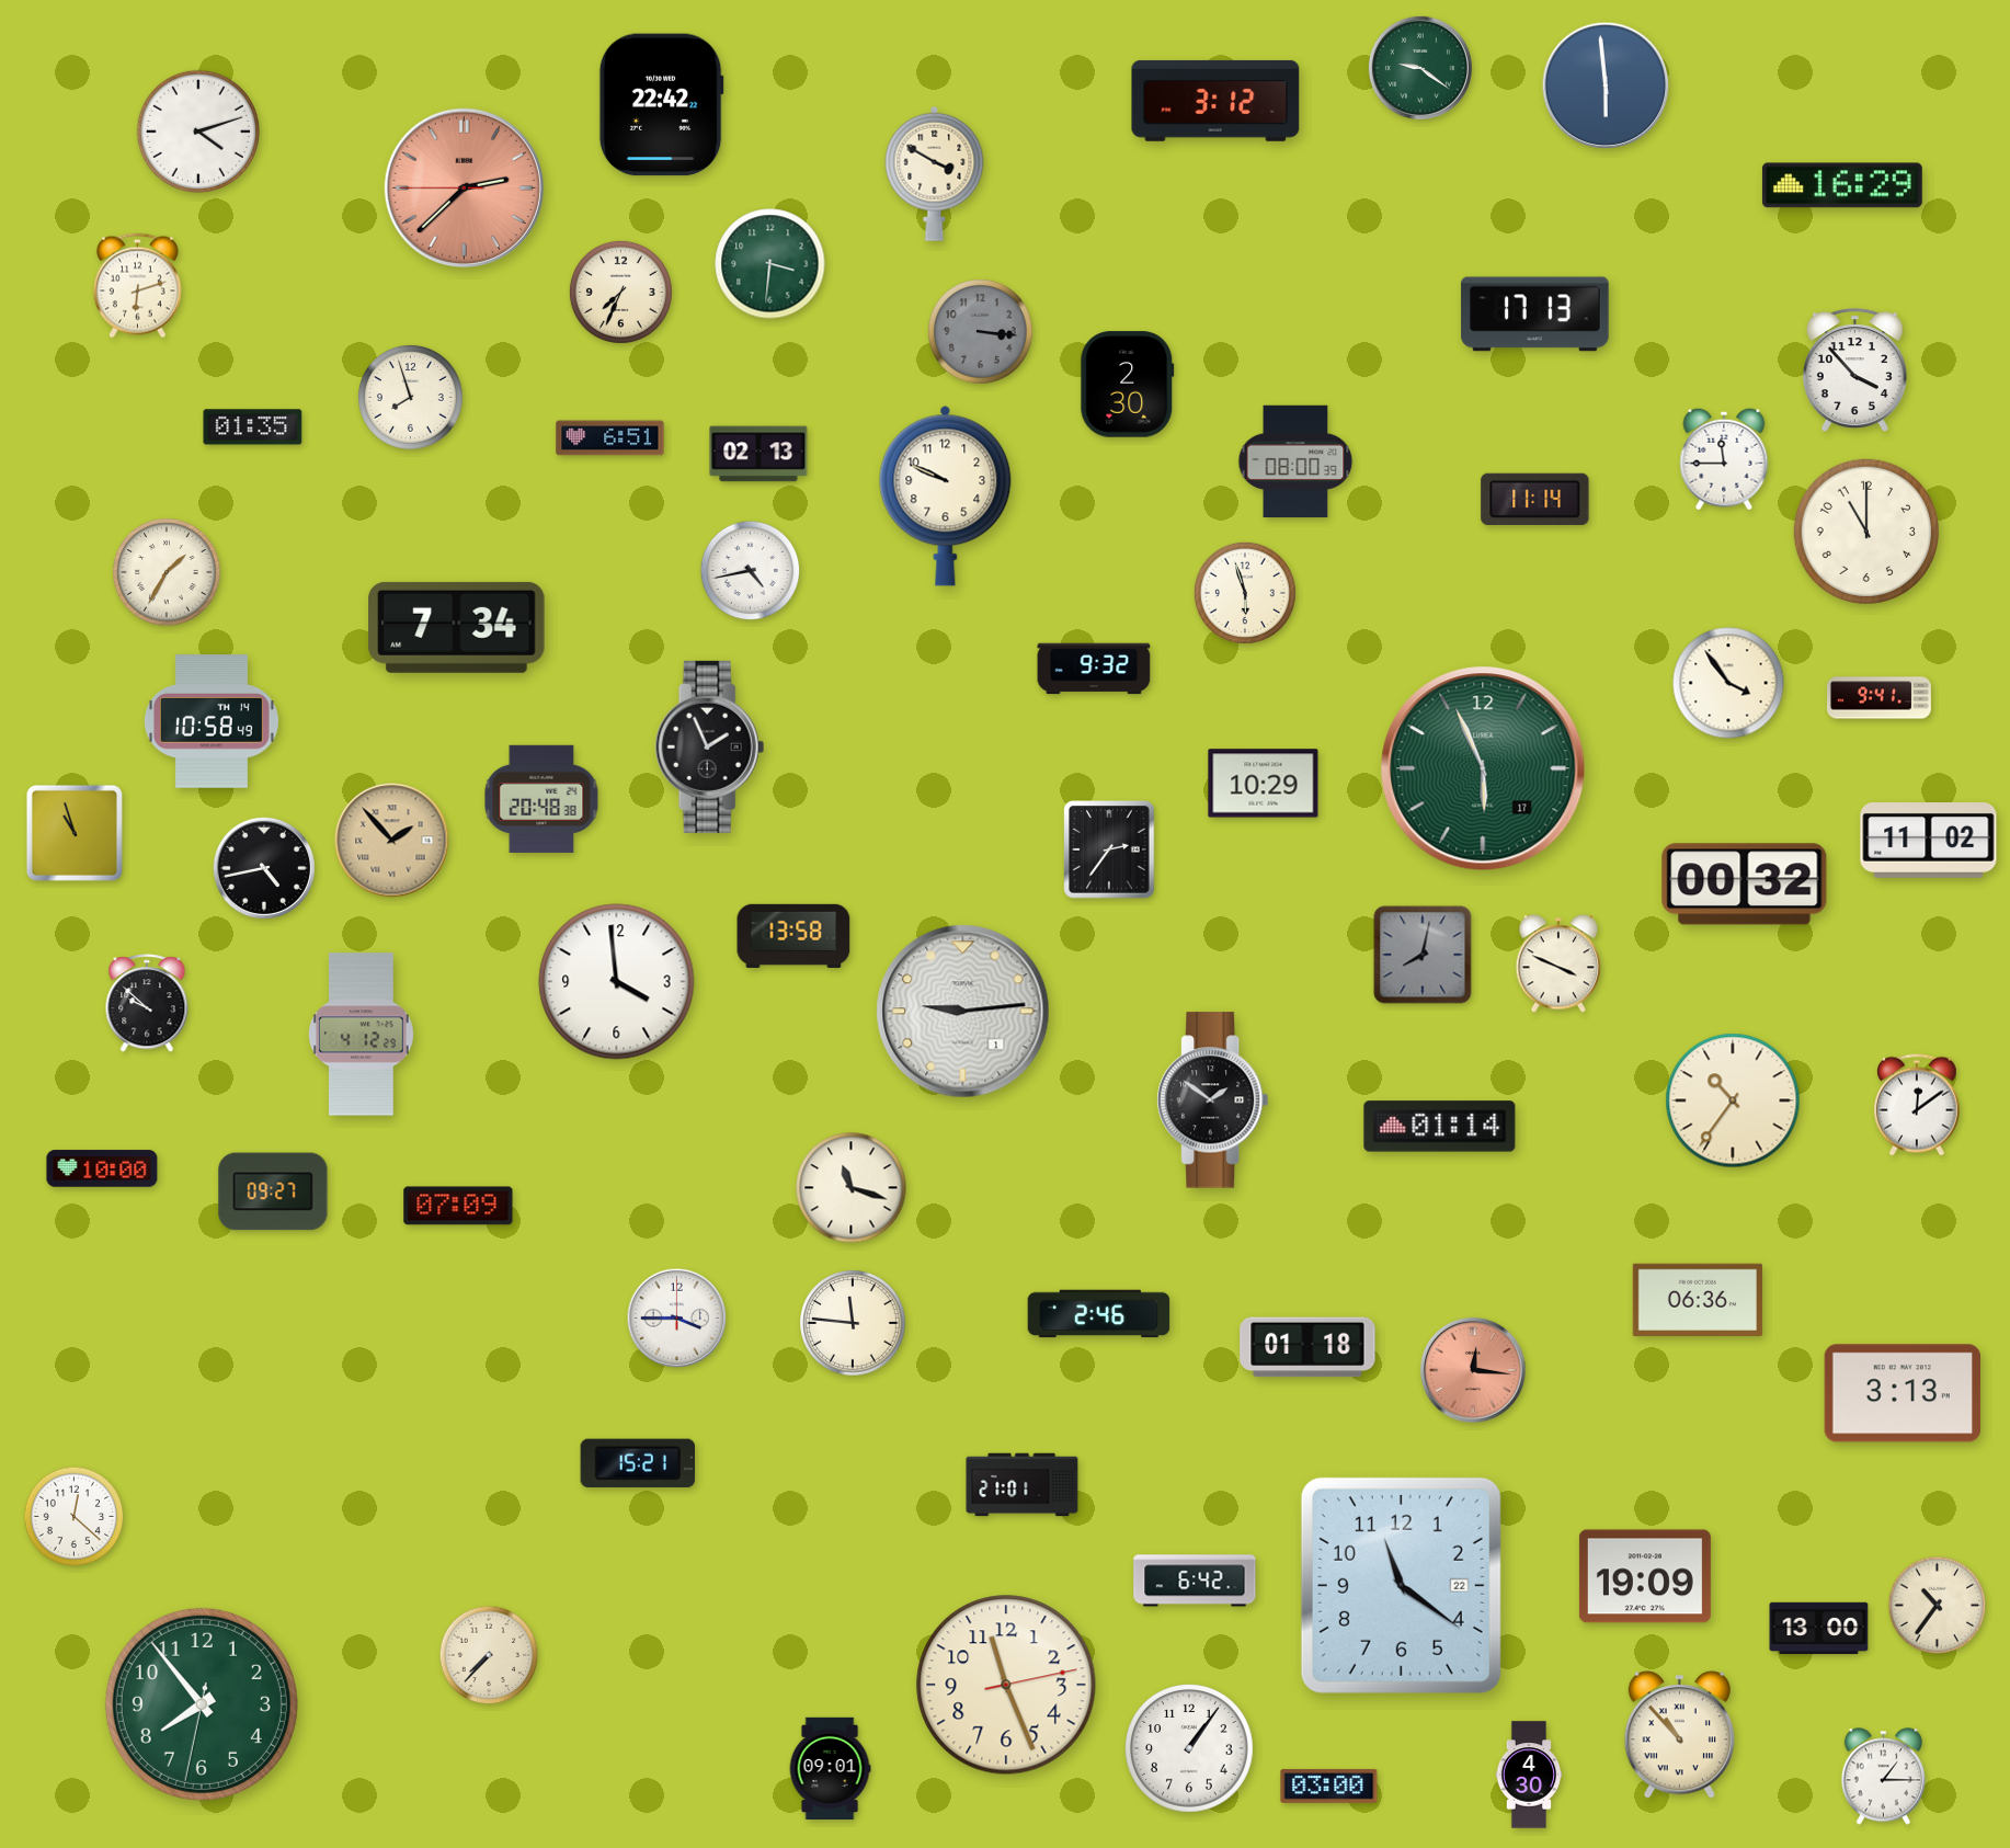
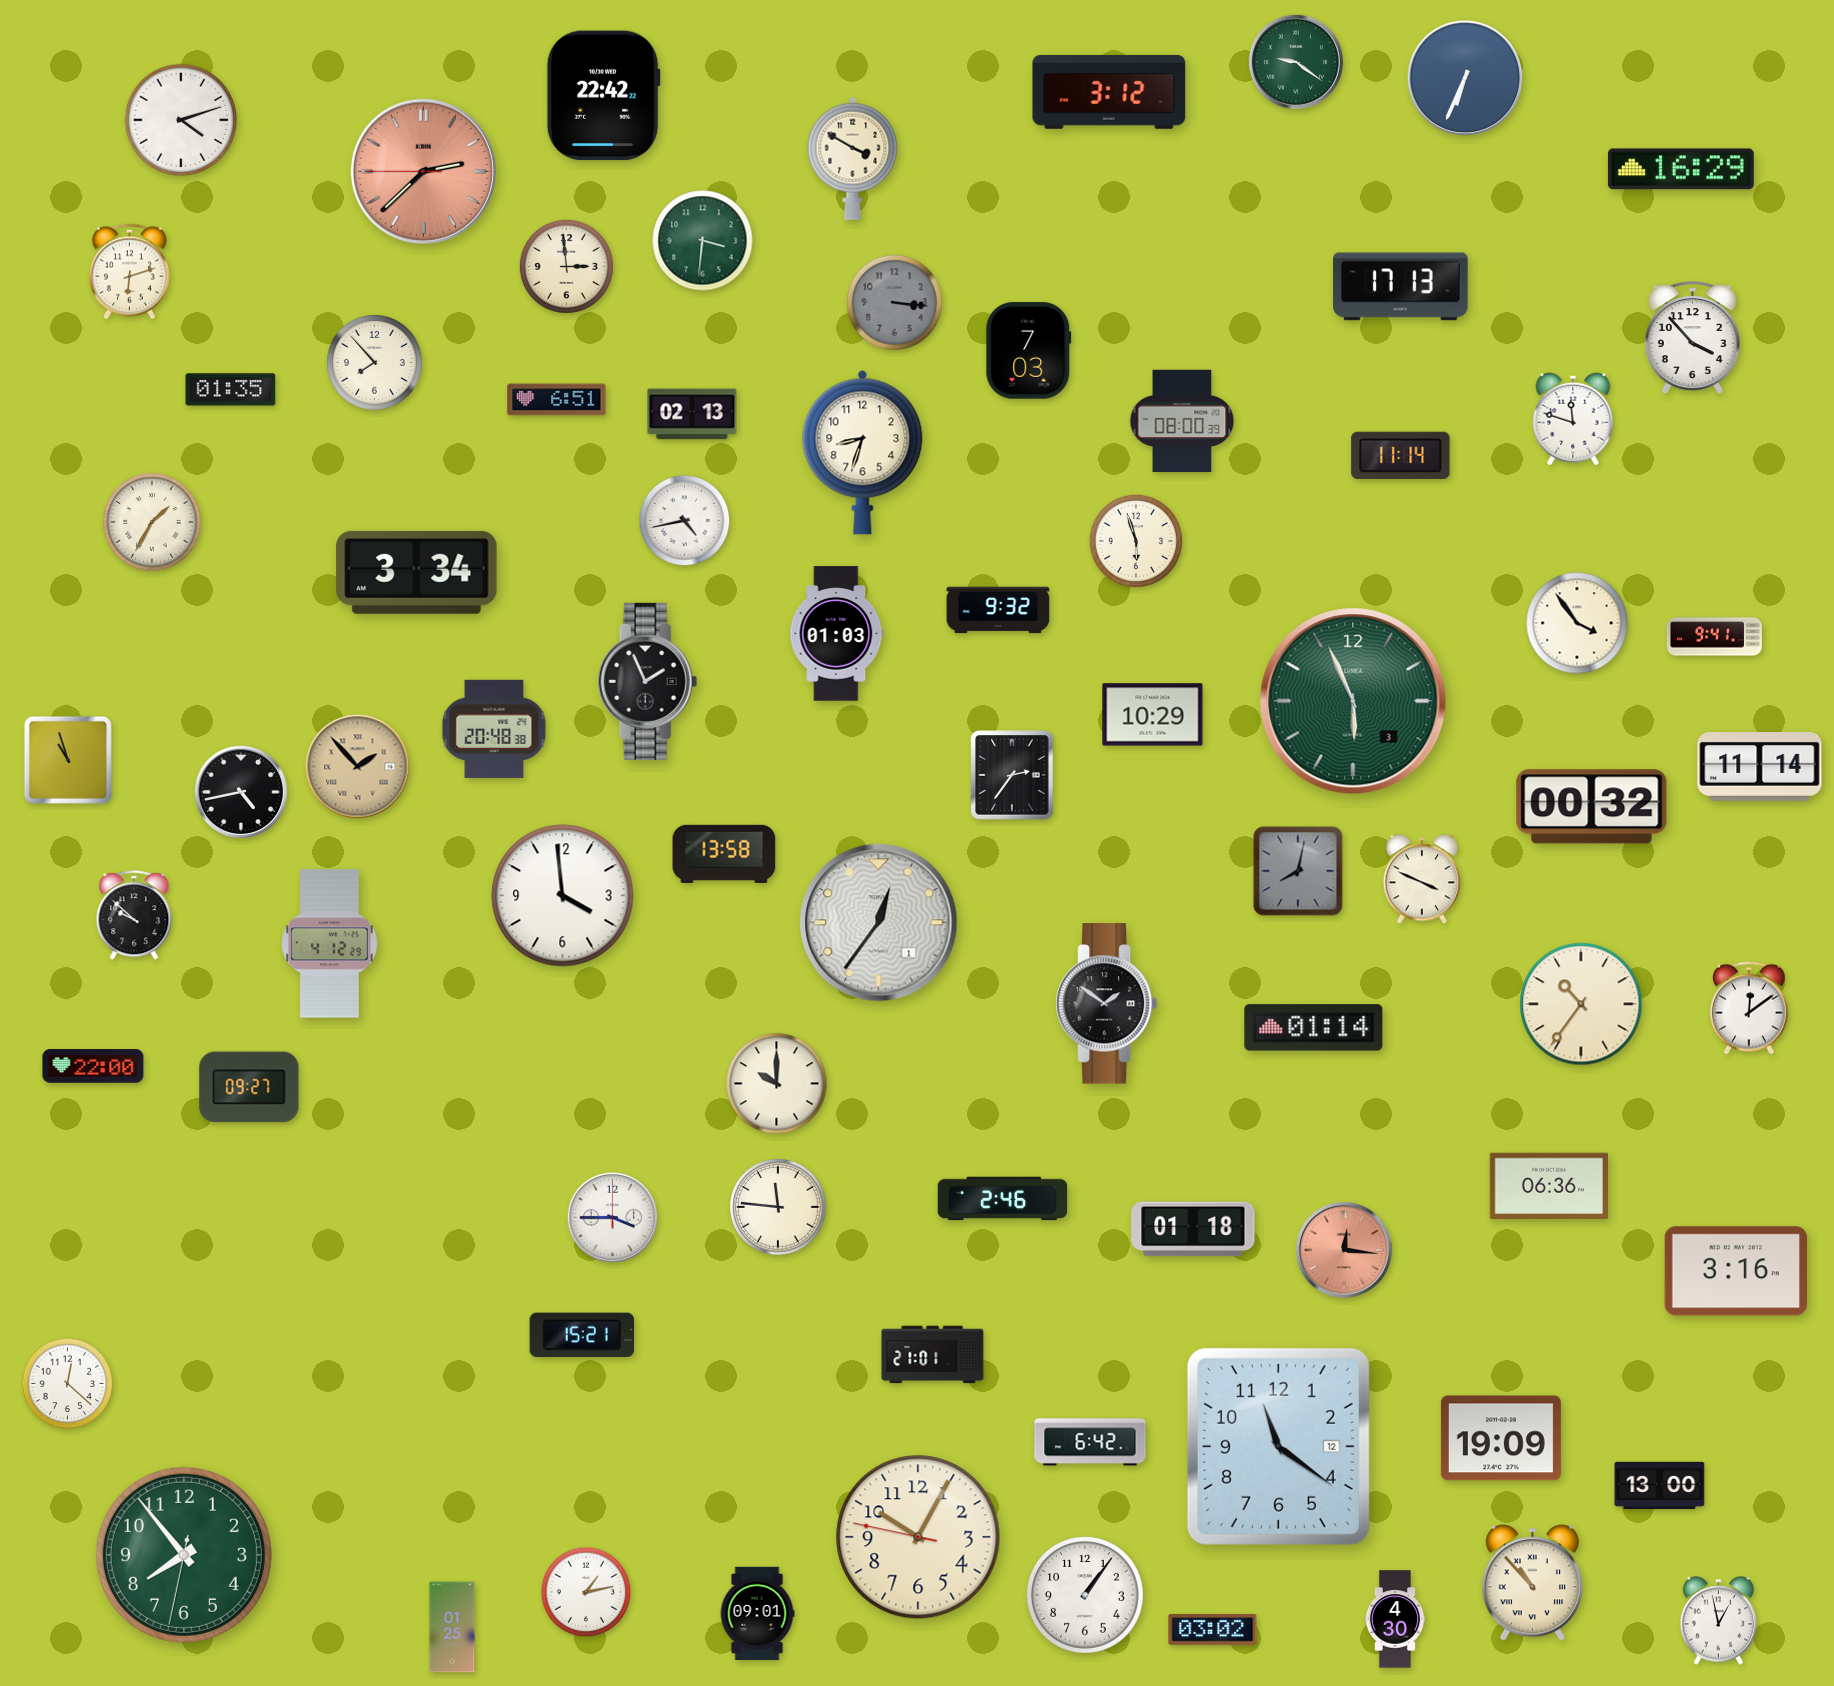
clock at (1606, 85): 5:59 -> 6:34
clock at (137, 286) position: (137, 286) -> (129, 272)
clock at (620, 292): 7:34 -> 2:59
clock at (1128, 385): 2:30 -> 7:03
clock at (411, 398): 7:57 -> 7:53
clock at (1724, 459): 11:45 -> 11:48
clock at (946, 495): 9:49 -> 8:33
clock at (1866, 532): 11:00 -> none
clock at (457, 627): 7:34 -> 3:34
clock at (837, 634): none -> 01:03
clock at (212, 721): 10:58 -> none
clock at (1483, 768) date: 17 -> 3
clock at (1929, 841): 11:02 -> 11:14
clock at (963, 1012): 9:14 -> 12:36
clock at (102, 1168): 10:00 -> 22:00
clock at (852, 1188): 11:18 -> 10:00
clock at (458, 1206): 07:09 -> none
clock at (677, 1319) position: (677, 1319) -> (613, 1218)
clock at (1903, 1393): 3:13 -> 3:16
clock at (1401, 1585) date: 22 -> 12
clock at (1938, 1606): 10:36 -> none
clock at (489, 1655): 7:37 -> none
clock at (1006, 1685): 11:26 -> 10:04
clock at (586, 1592): none -> 1:13
clock at (1883, 1777): 1:15 -> 12:58
clock at (452, 1627): none -> 01:25
clock at (1329, 1787): 03:00 -> 03:02
